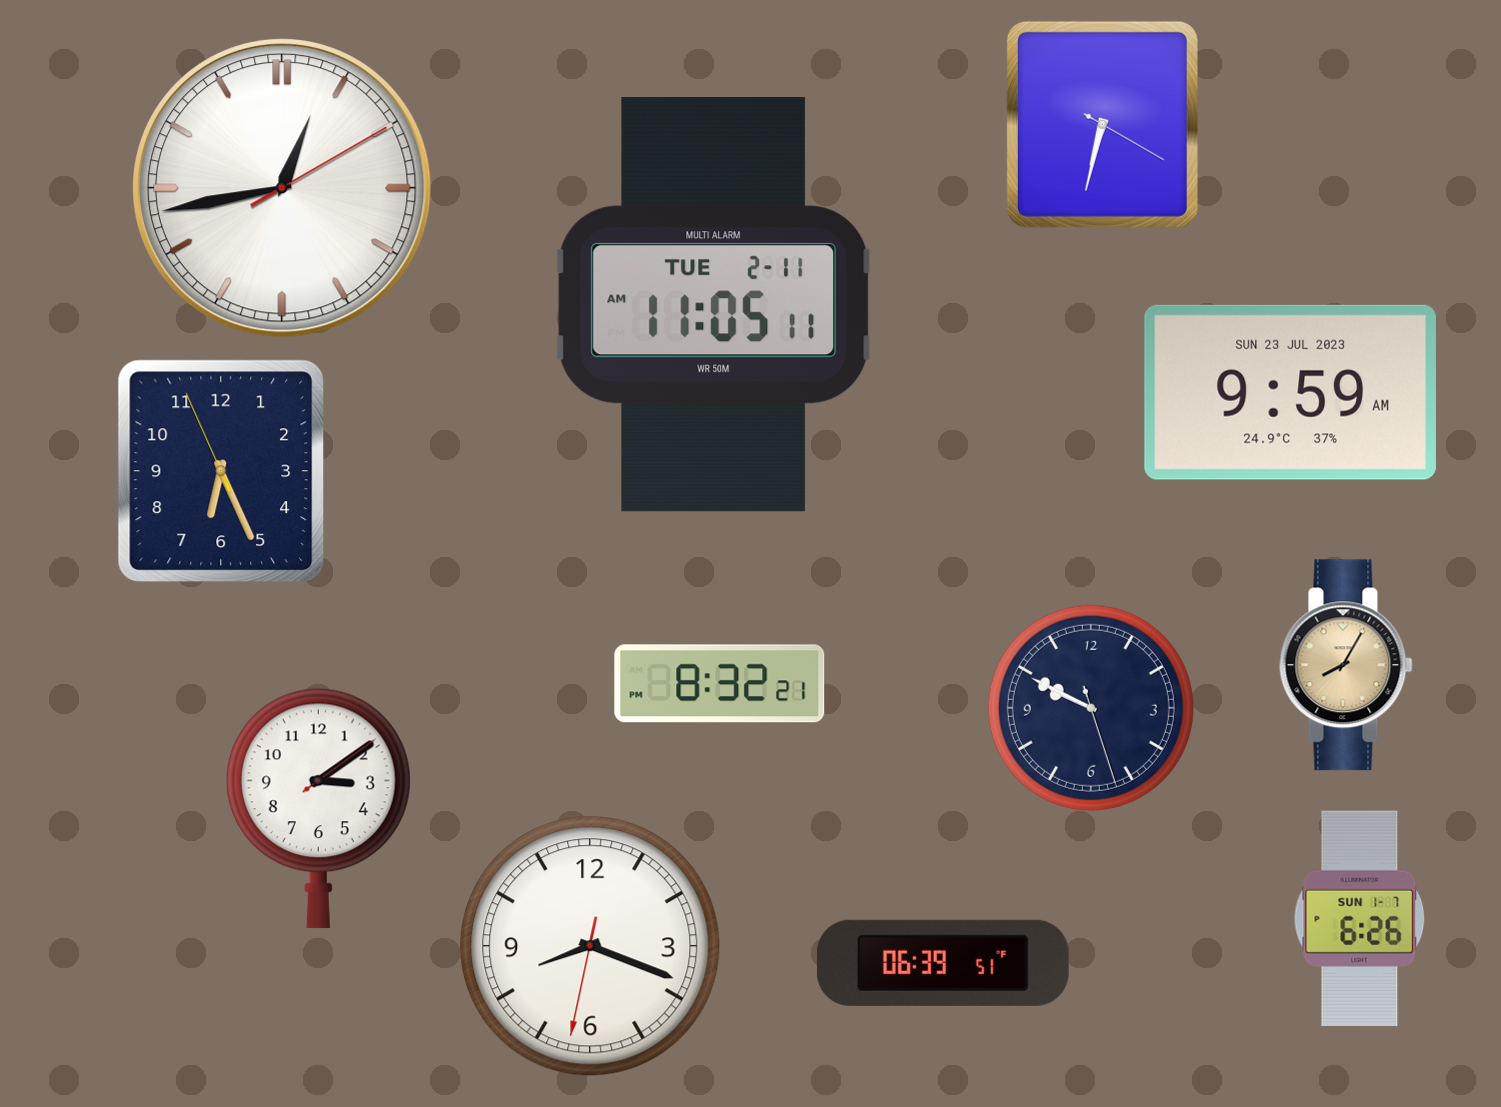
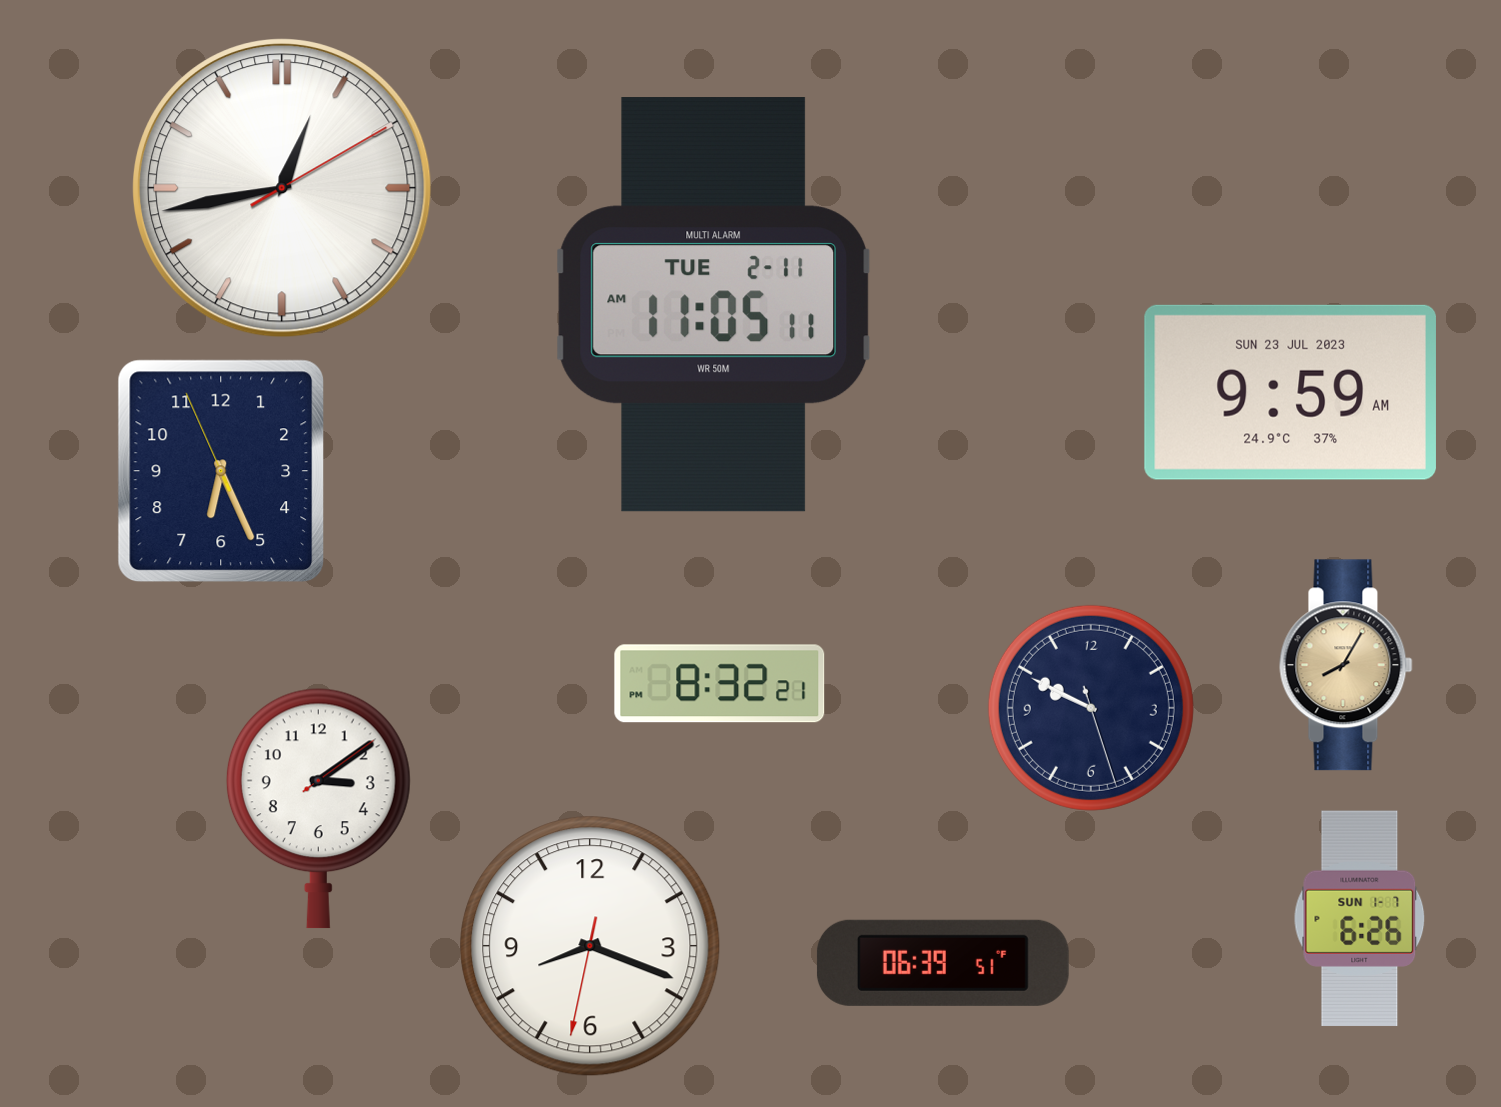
clock at (1102, 124): 6:32 -> none
